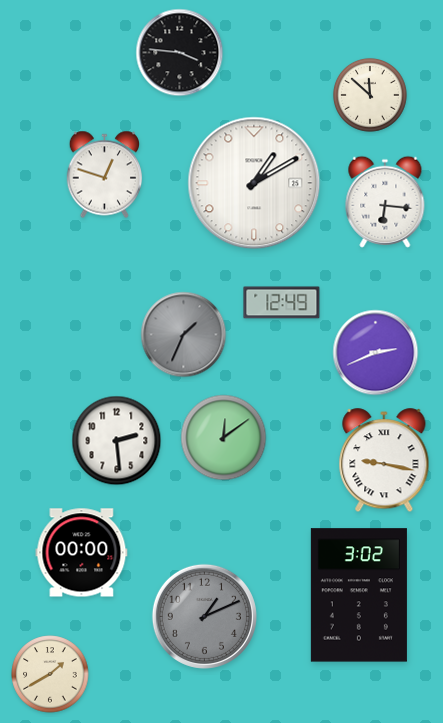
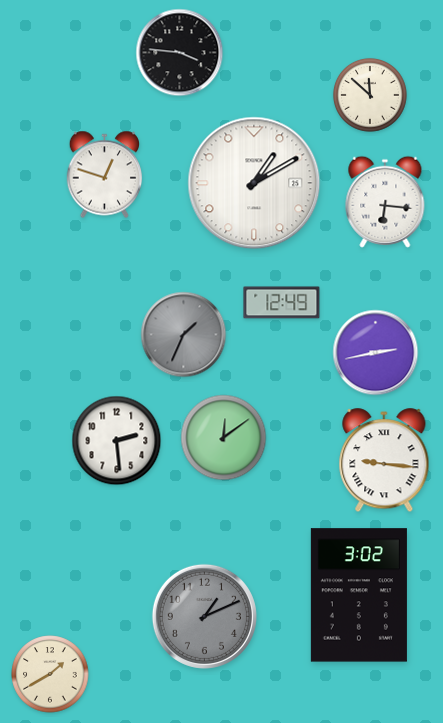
clock at (376, 353): 2:41 -> 2:43
clock at (384, 461): 9:17 -> 9:16
clock at (82, 553): 00:00 -> none
